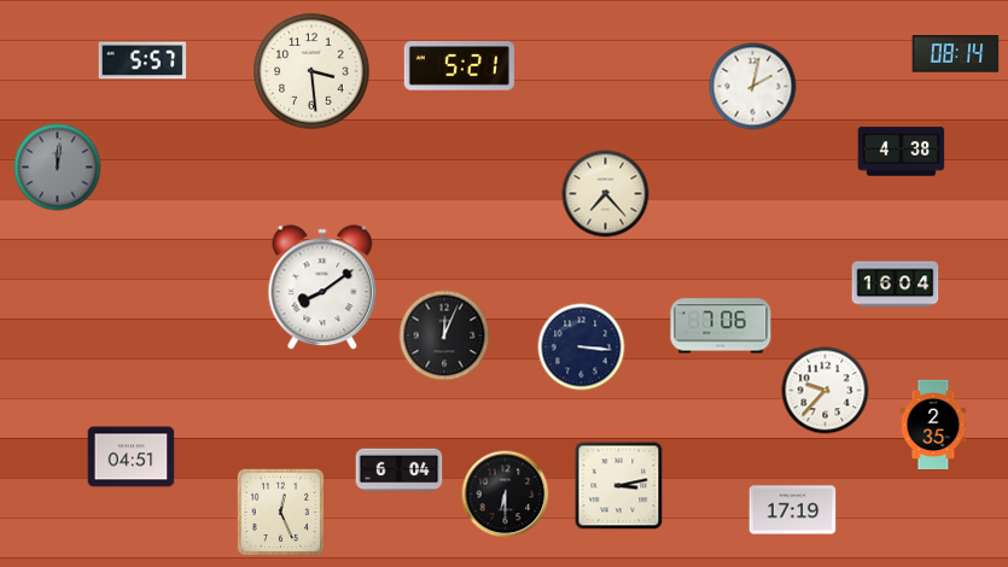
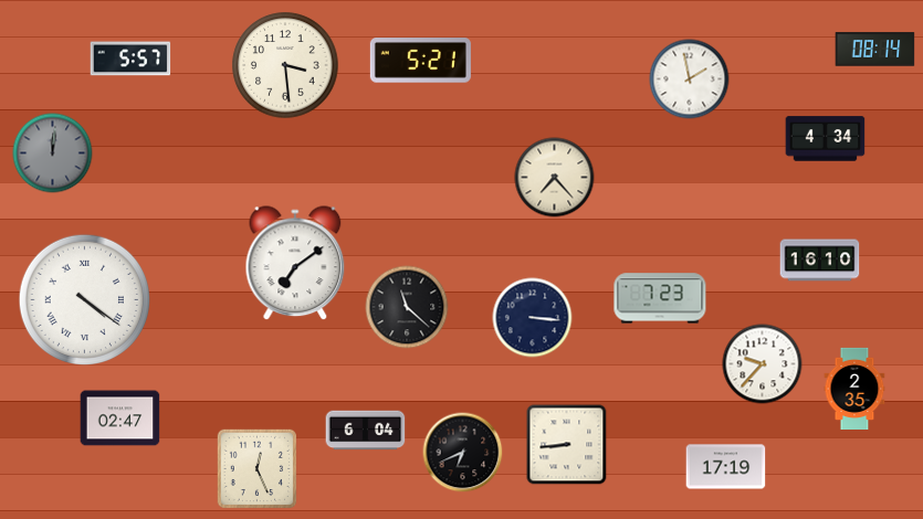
clock at (142, 60) position: (142, 60) -> (130, 59)
clock at (753, 87): 2:02 -> 1:58
clock at (902, 152): 4:38 -> 4:34
clock at (896, 285): 16:04 -> 16:10
clock at (322, 288): 8:09 -> 7:09
clock at (721, 326): 7:06 -> 7:23
clock at (84, 299): none -> 4:21
clock at (444, 335): 12:04 -> 11:22
clock at (826, 391) position: (826, 391) -> (763, 364)
clock at (132, 457): 04:51 -> 02:47
clock at (619, 486): 3:13 -> 8:44
clock at (506, 495): 6:30 -> 6:41
